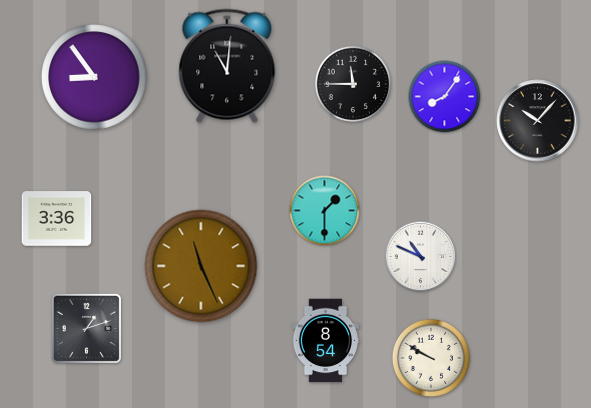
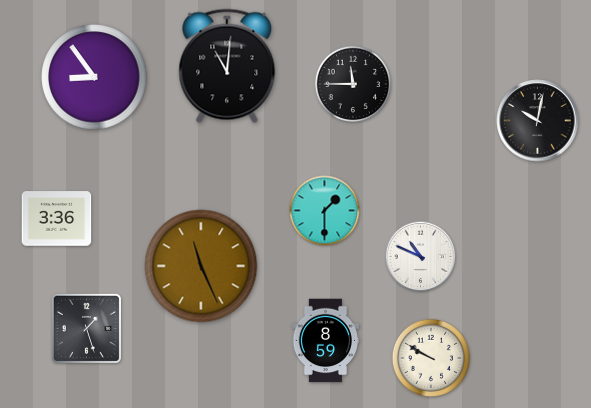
clock at (445, 97): 8:06 -> none
clock at (538, 121): 10:07 -> 10:02
clock at (86, 328): 1:12 -> 1:27
clock at (325, 341): 8:54 -> 8:59
